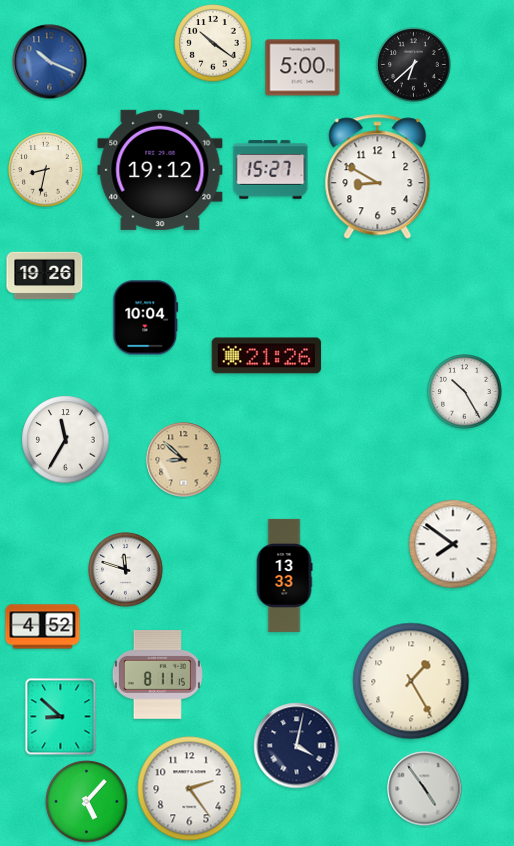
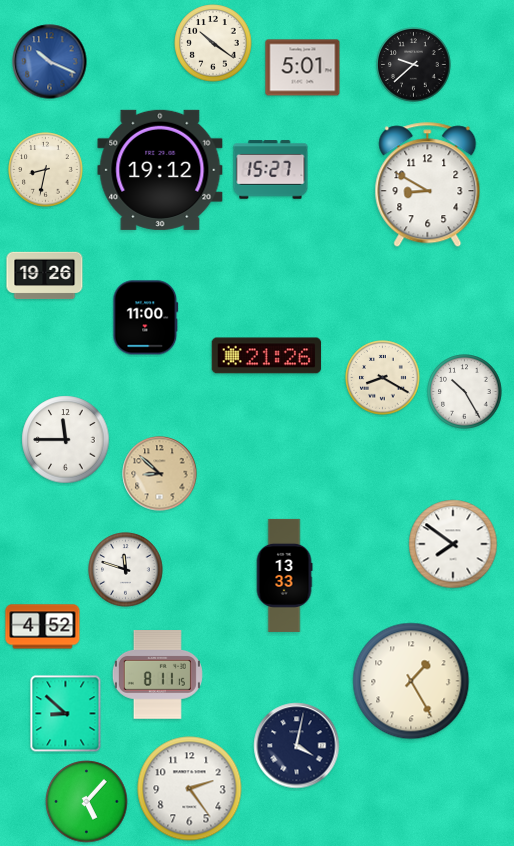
clock at (414, 65): 6:38 -> 9:38
clock at (303, 68): 5:00 -> 5:01
clock at (378, 177) position: (378, 177) -> (428, 185)
clock at (146, 318): 10:04 -> 11:00
clock at (383, 378): none -> 8:20
clock at (66, 440): 11:35 -> 11:45
clock at (184, 460) position: (184, 460) -> (160, 474)
clock at (61, 717) position: (61, 717) -> (66, 714)
clock at (425, 789): 4:54 -> none
